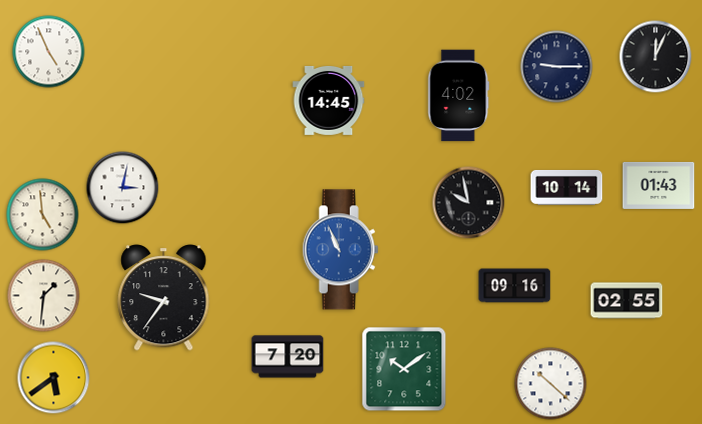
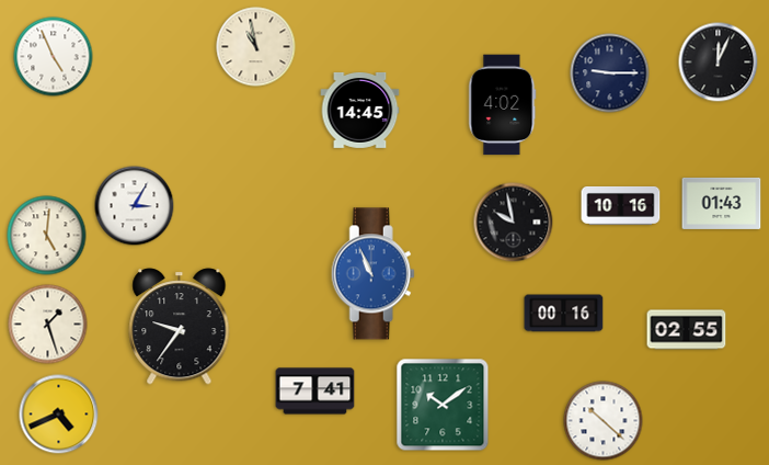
clock at (256, 47): none -> 10:58
clock at (567, 187): 10:14 -> 10:16
clock at (123, 188): 3:02 -> 3:05
clock at (43, 215): 4:59 -> 5:01
clock at (515, 286): 09:16 -> 00:16
clock at (44, 296): 1:31 -> 1:27
clock at (288, 357): 7:20 -> 7:41
clock at (54, 378): 5:39 -> 4:41
